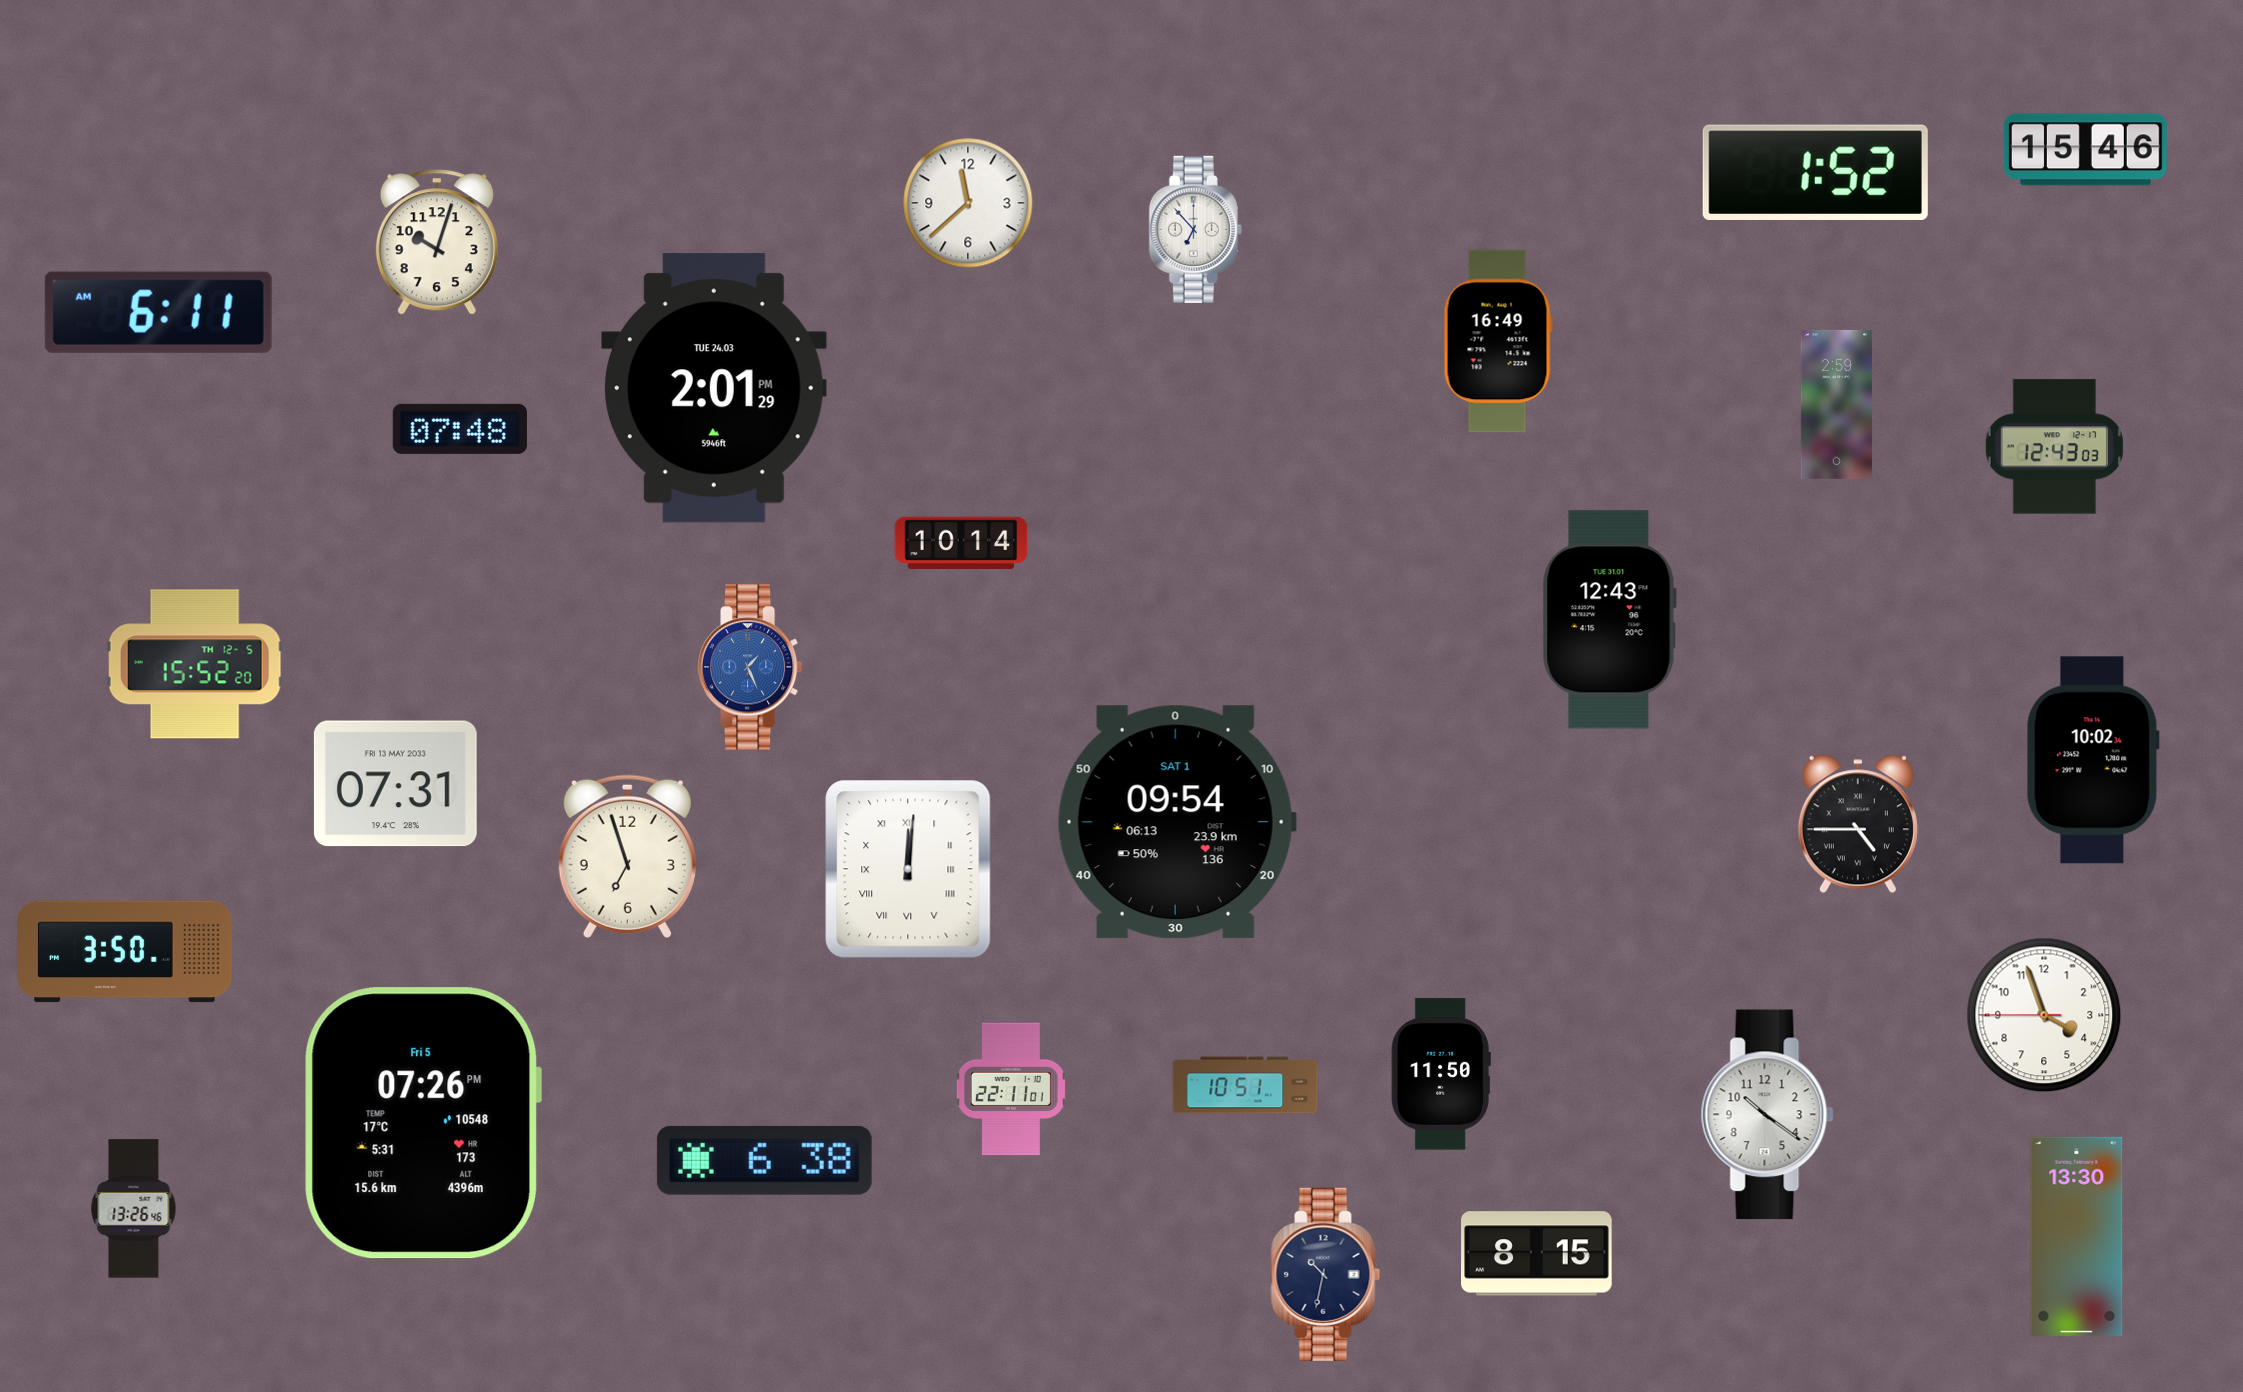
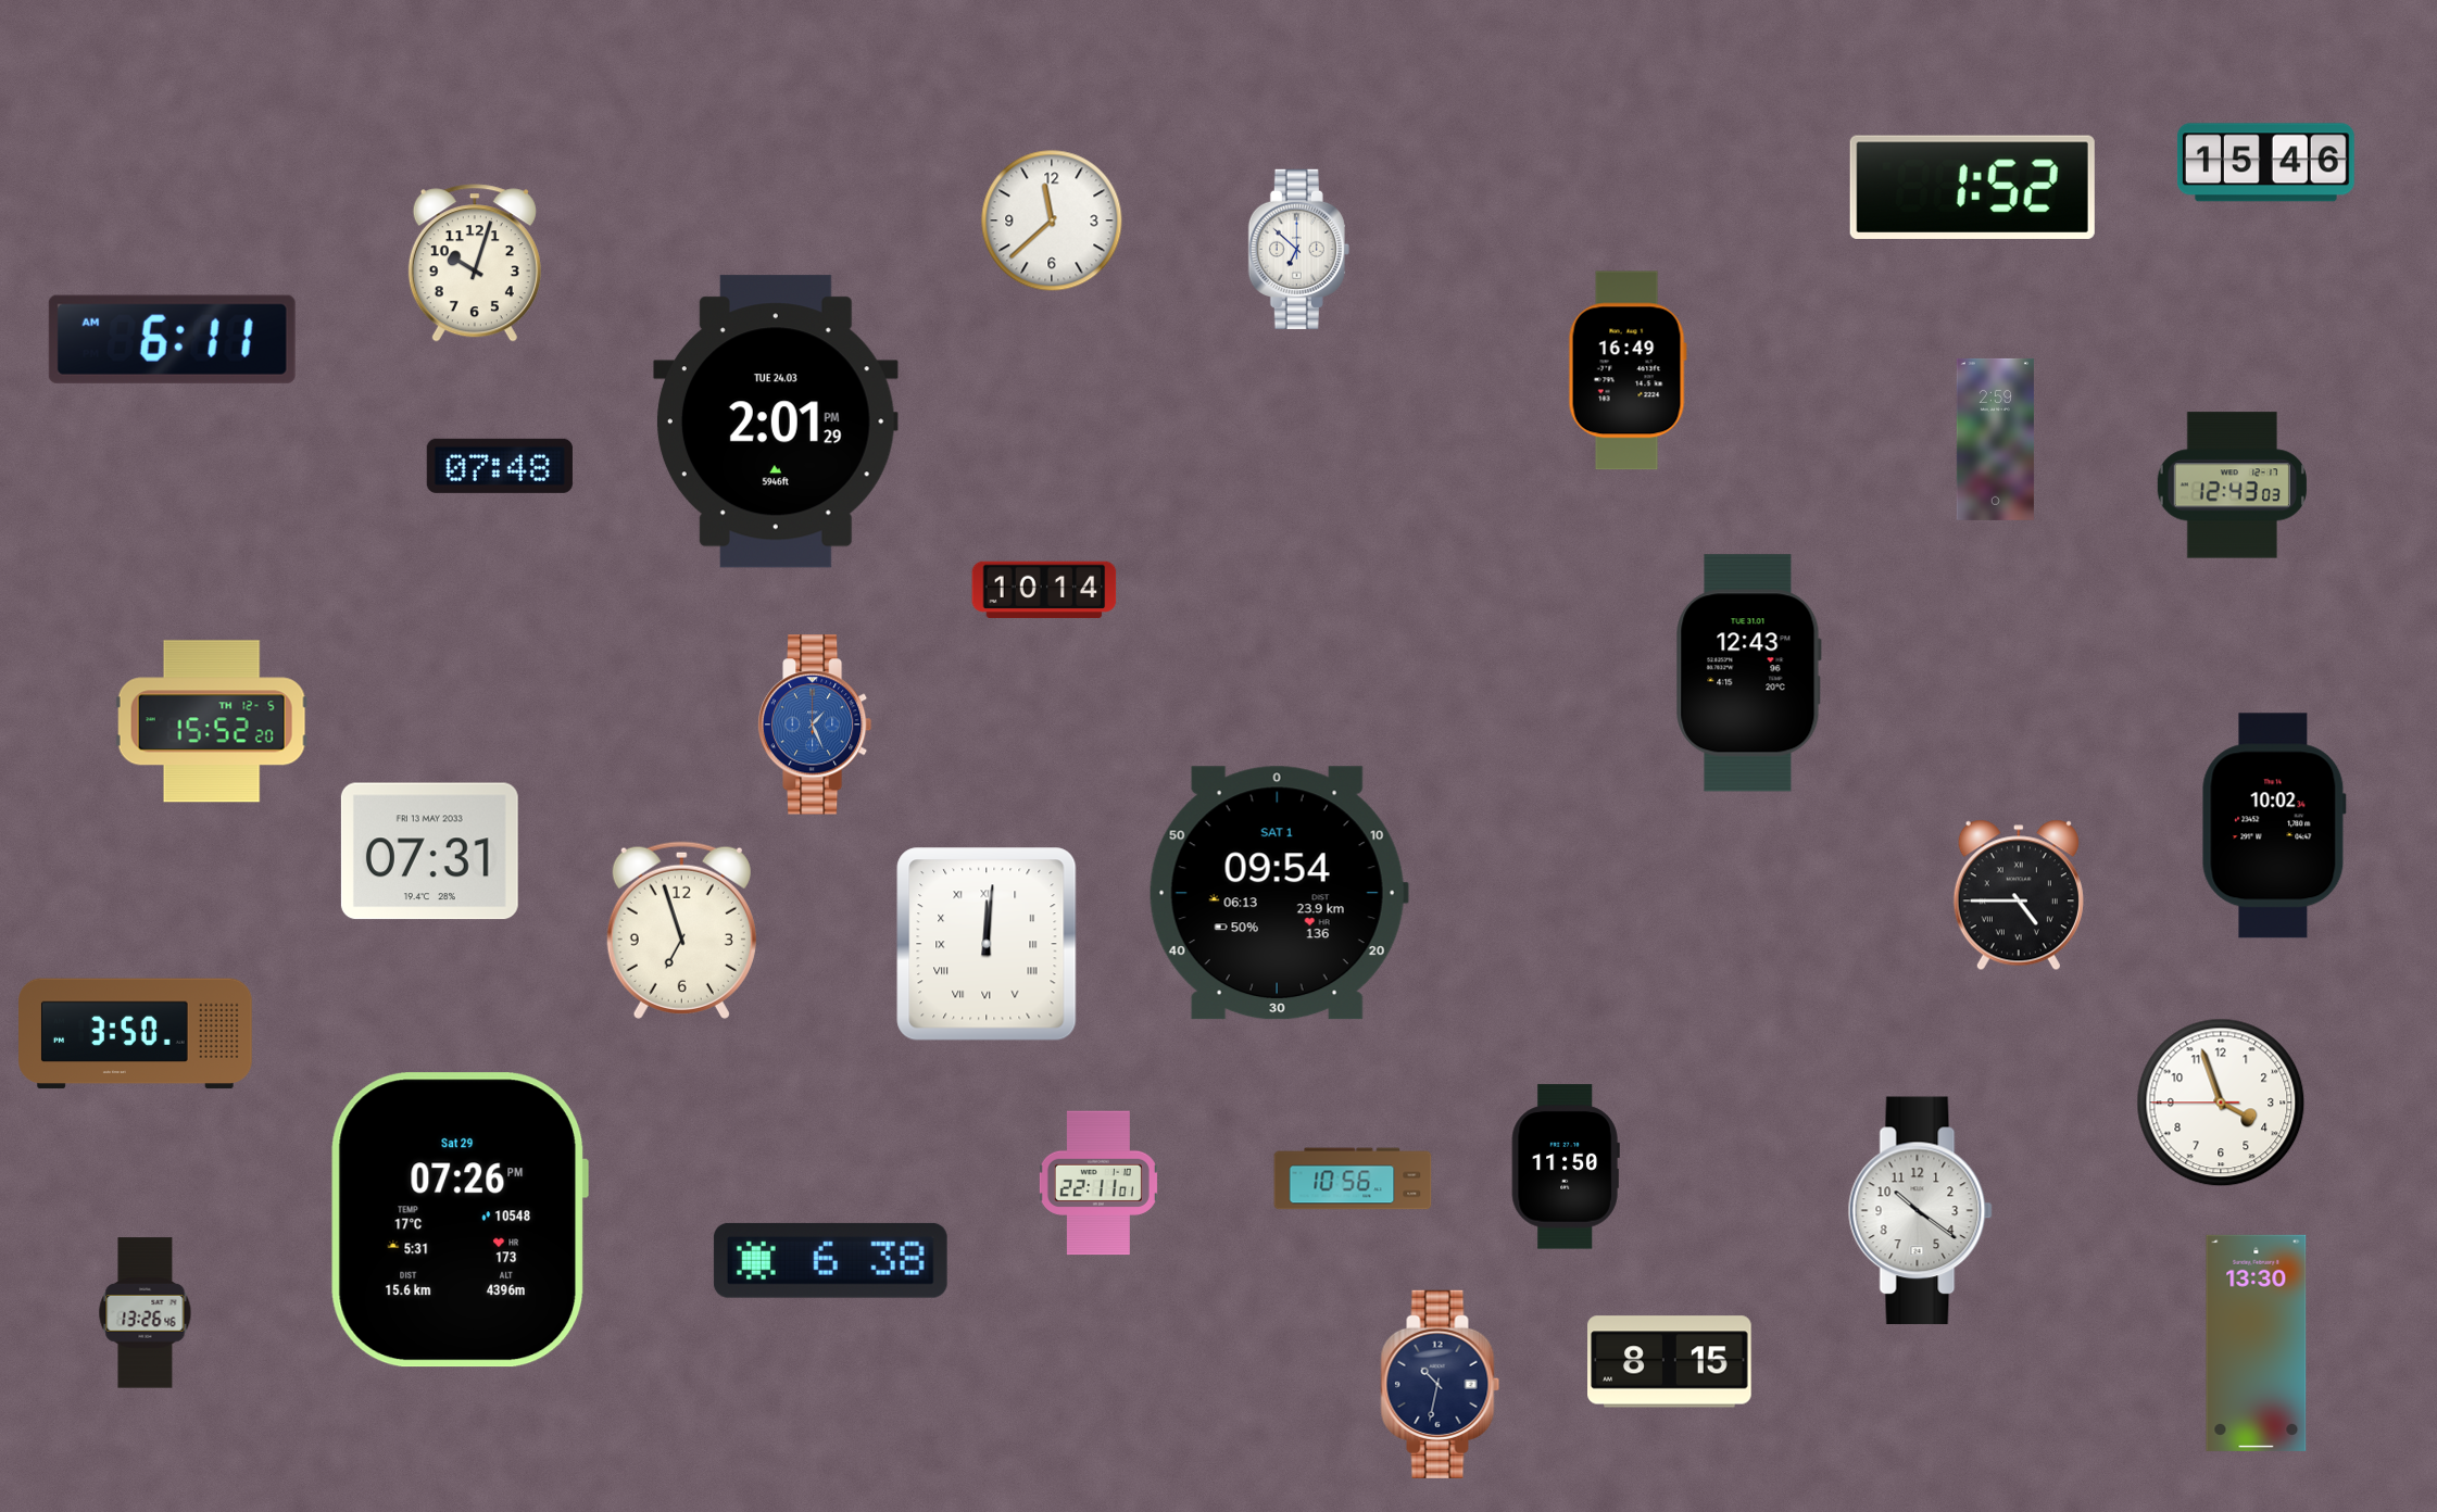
clock at (1195, 229): 6:53 -> 6:52
clock at (1245, 1085): 10:51 -> 10:56
clock at (422, 1123) date: Fri 5 -> Sat 29
